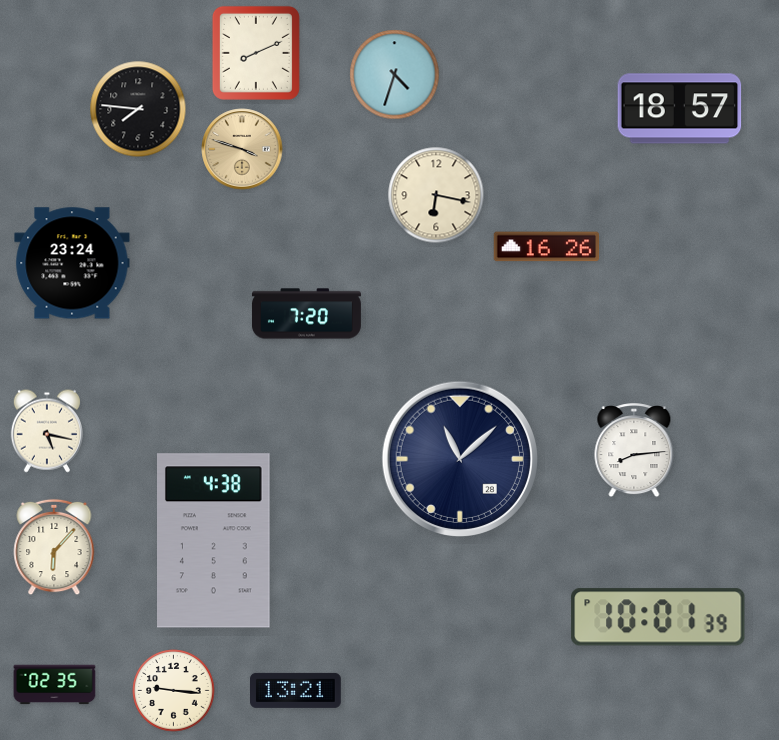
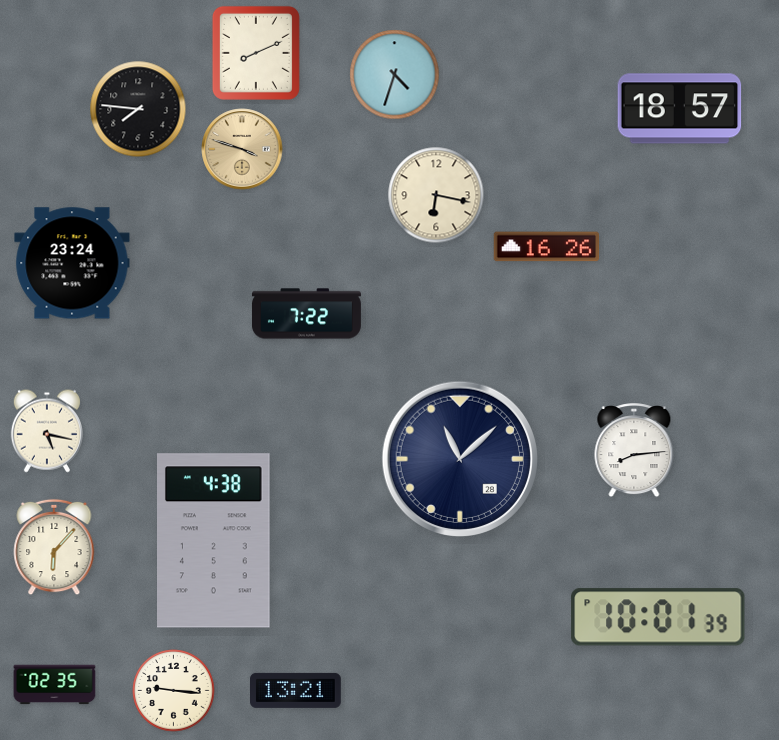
clock at (306, 314): 7:20 -> 7:22
